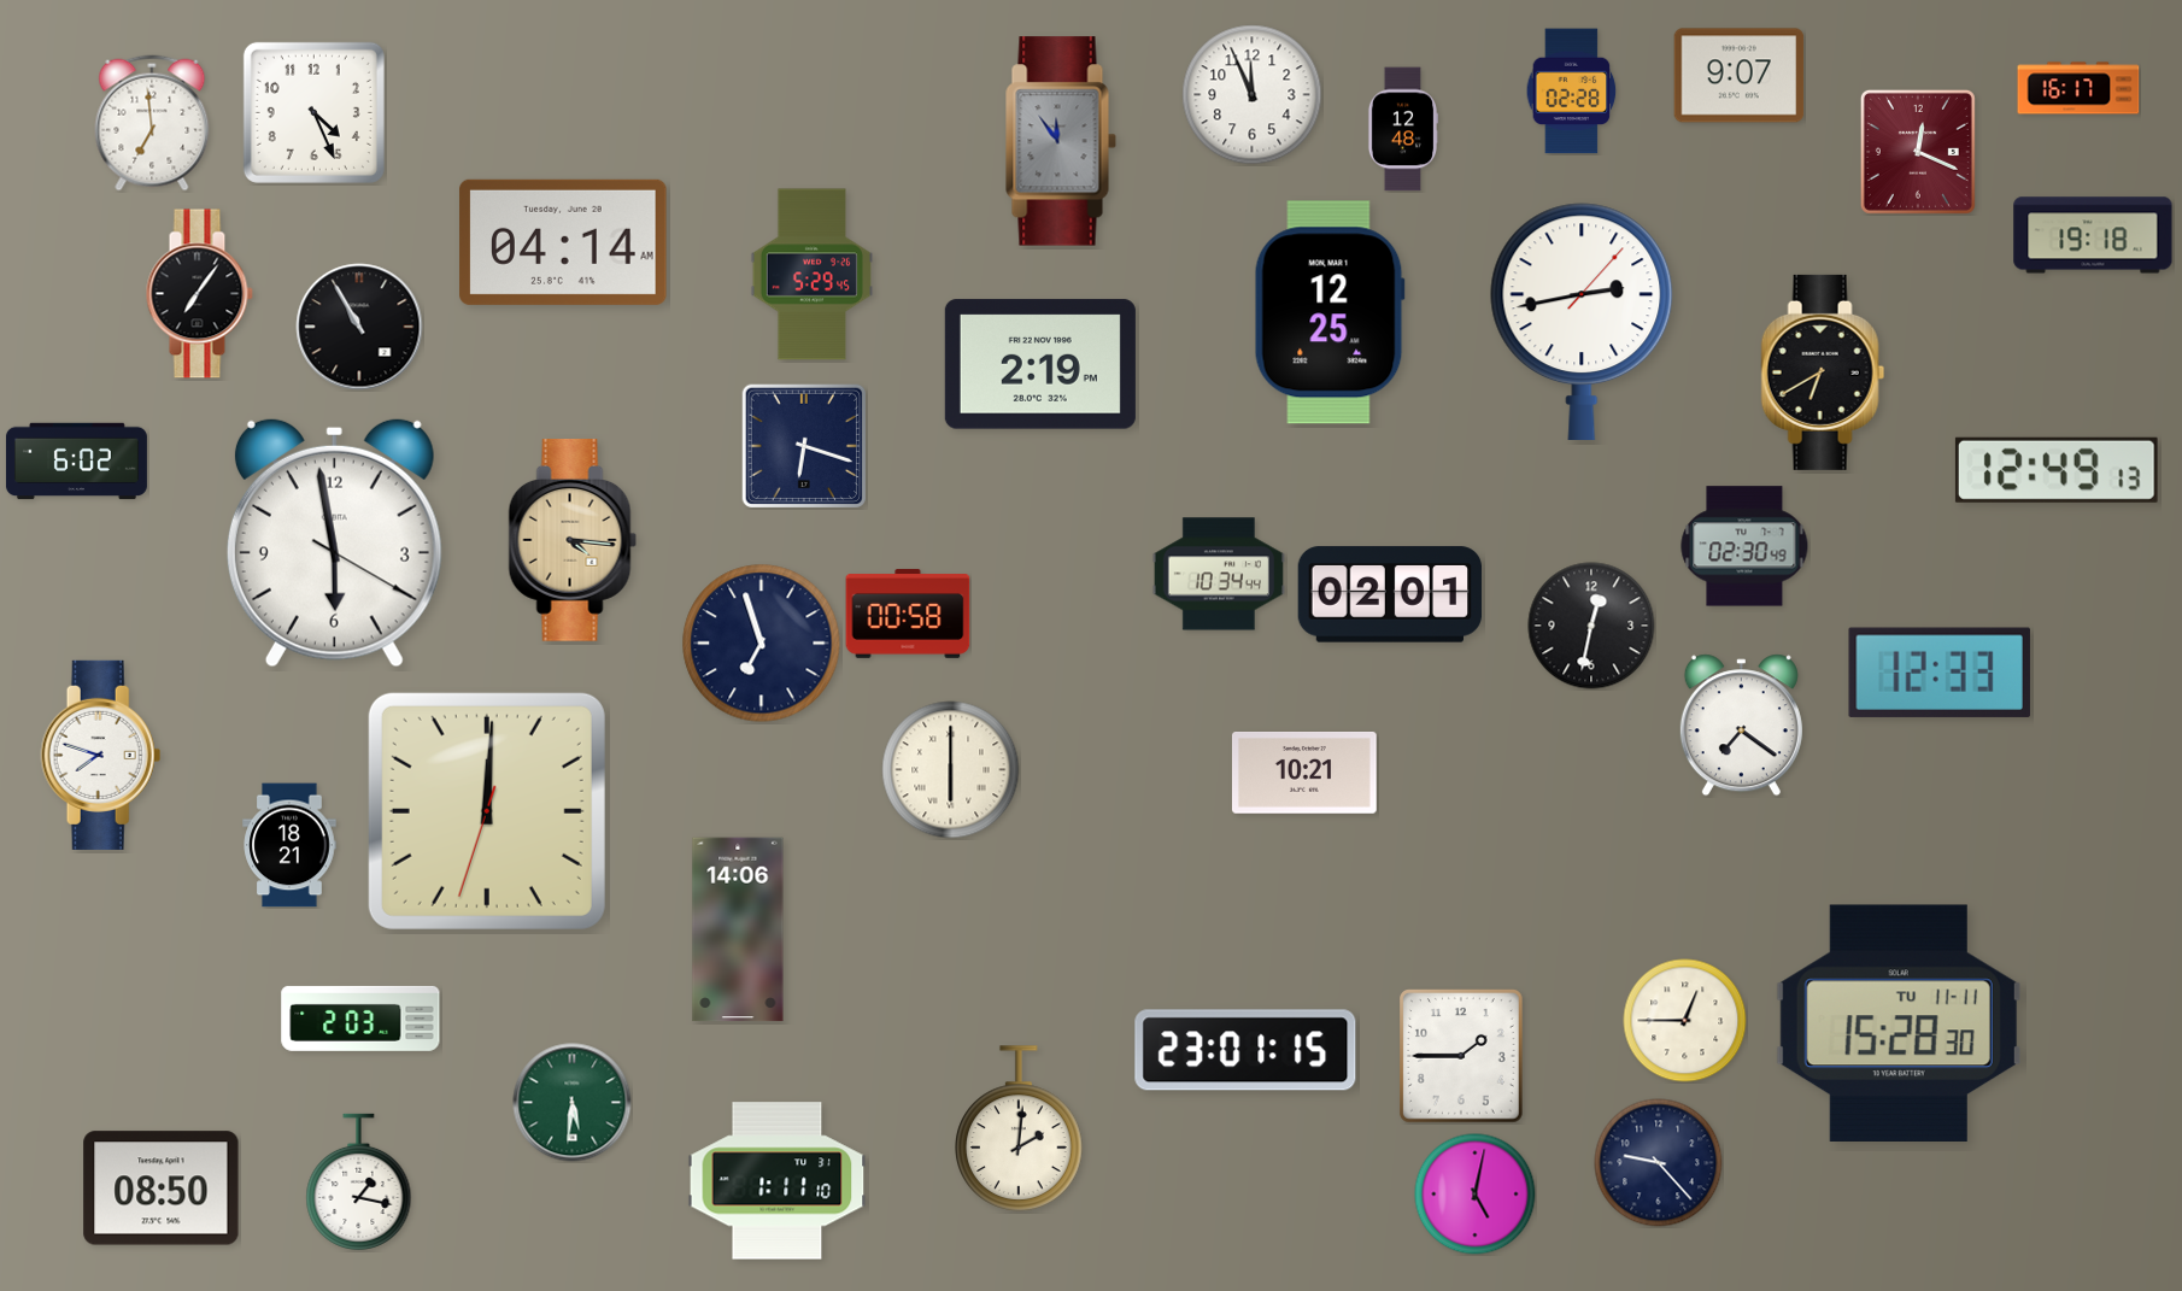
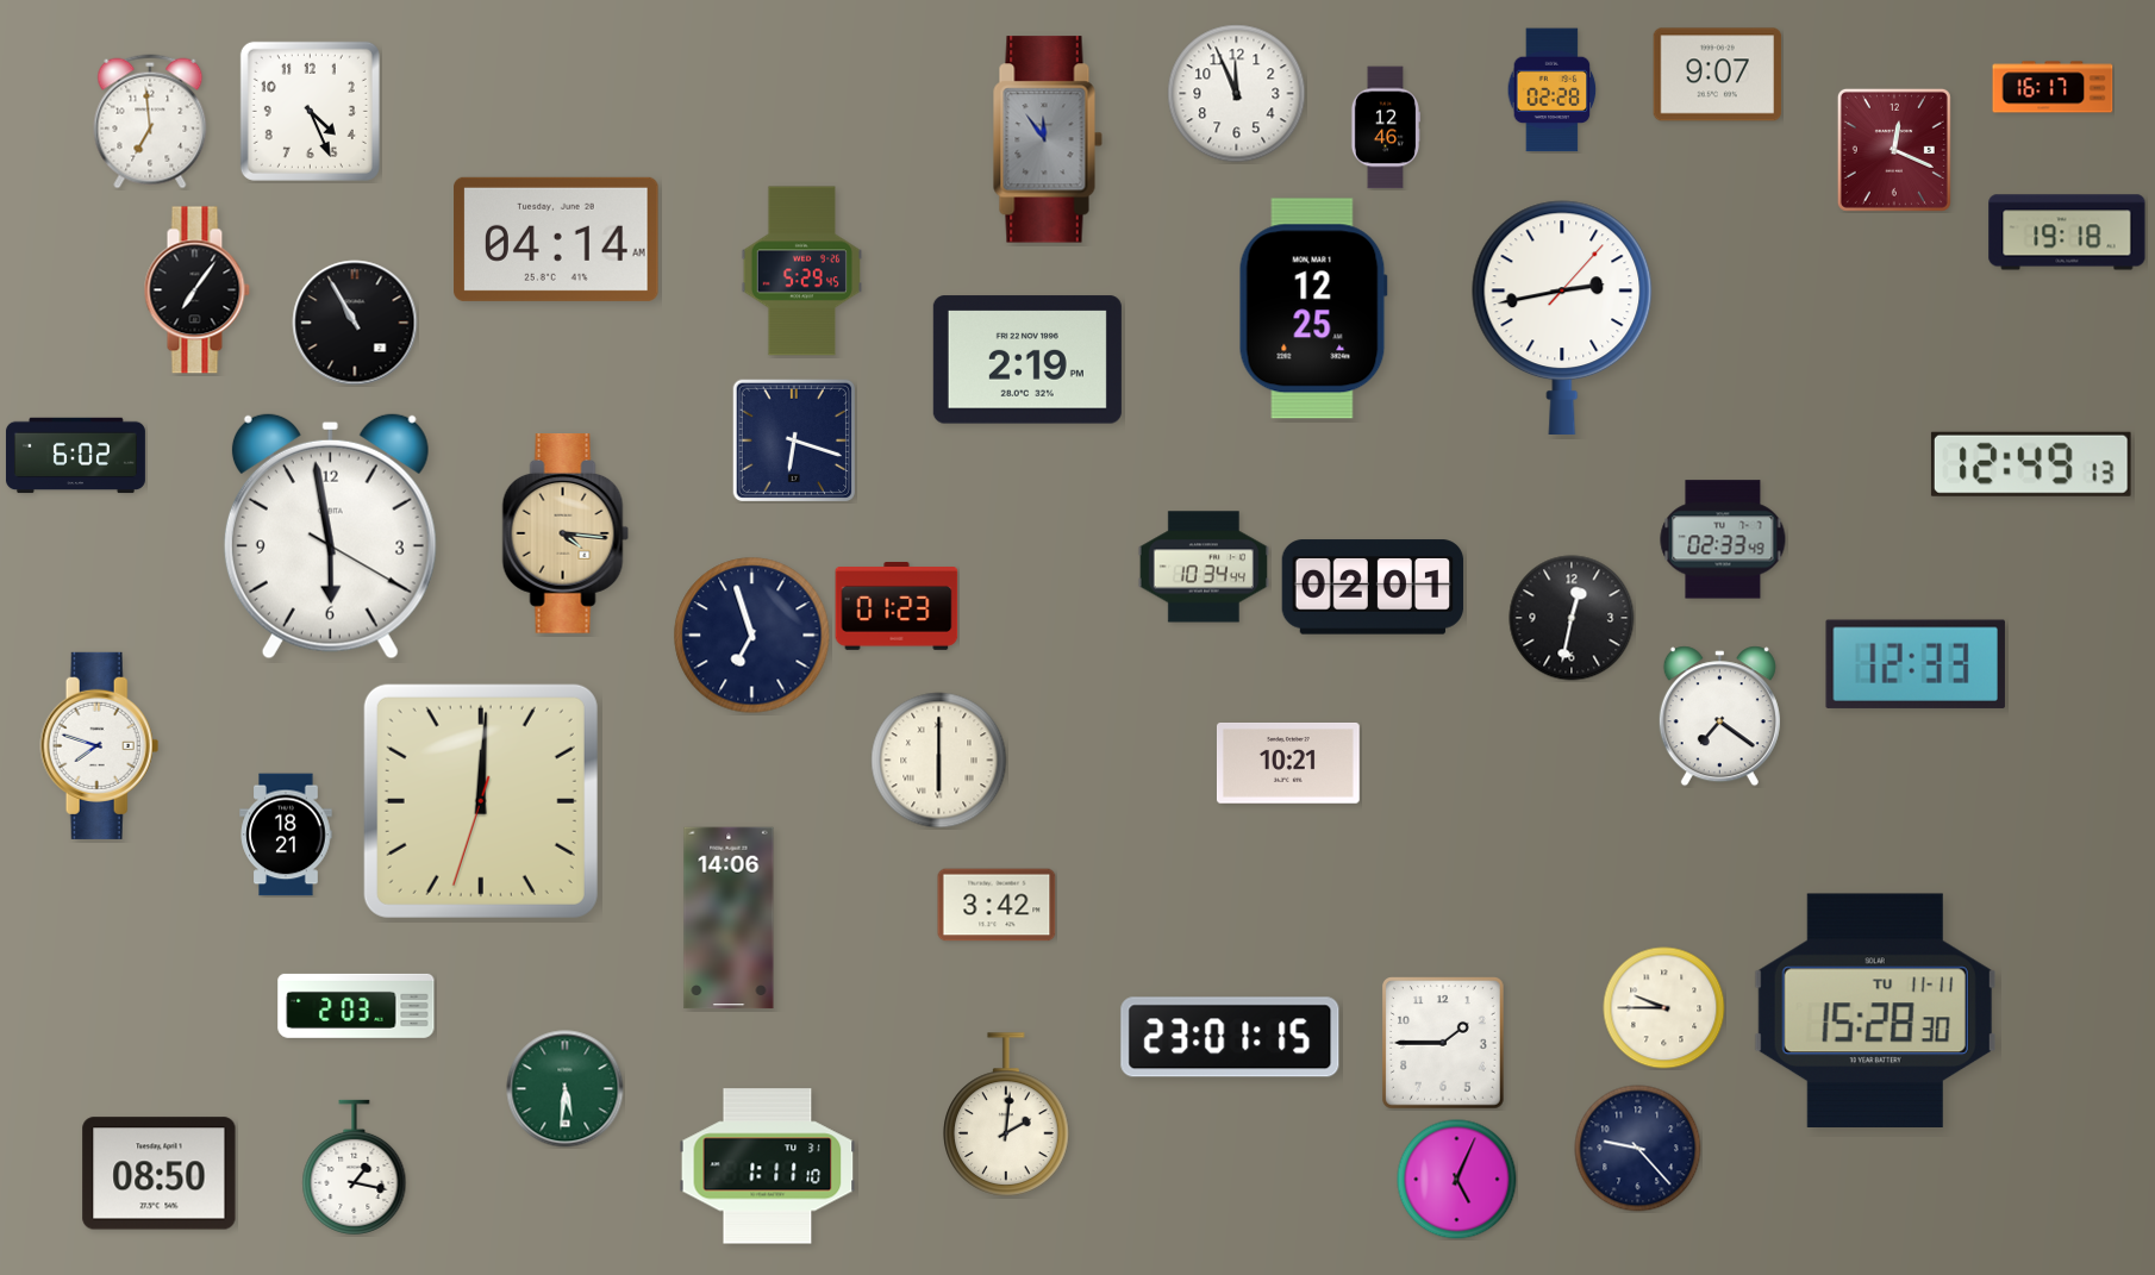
clock at (1402, 129): 12:48 -> 12:46
clock at (1823, 372): 6:40 -> none
clock at (1744, 546): 02:30 -> 02:33
clock at (908, 615): 00:58 -> 01:23
clock at (997, 905): none -> 3:42
clock at (1685, 1021): 12:45 -> 9:45
clock at (1476, 1195): 5:02 -> 5:04
